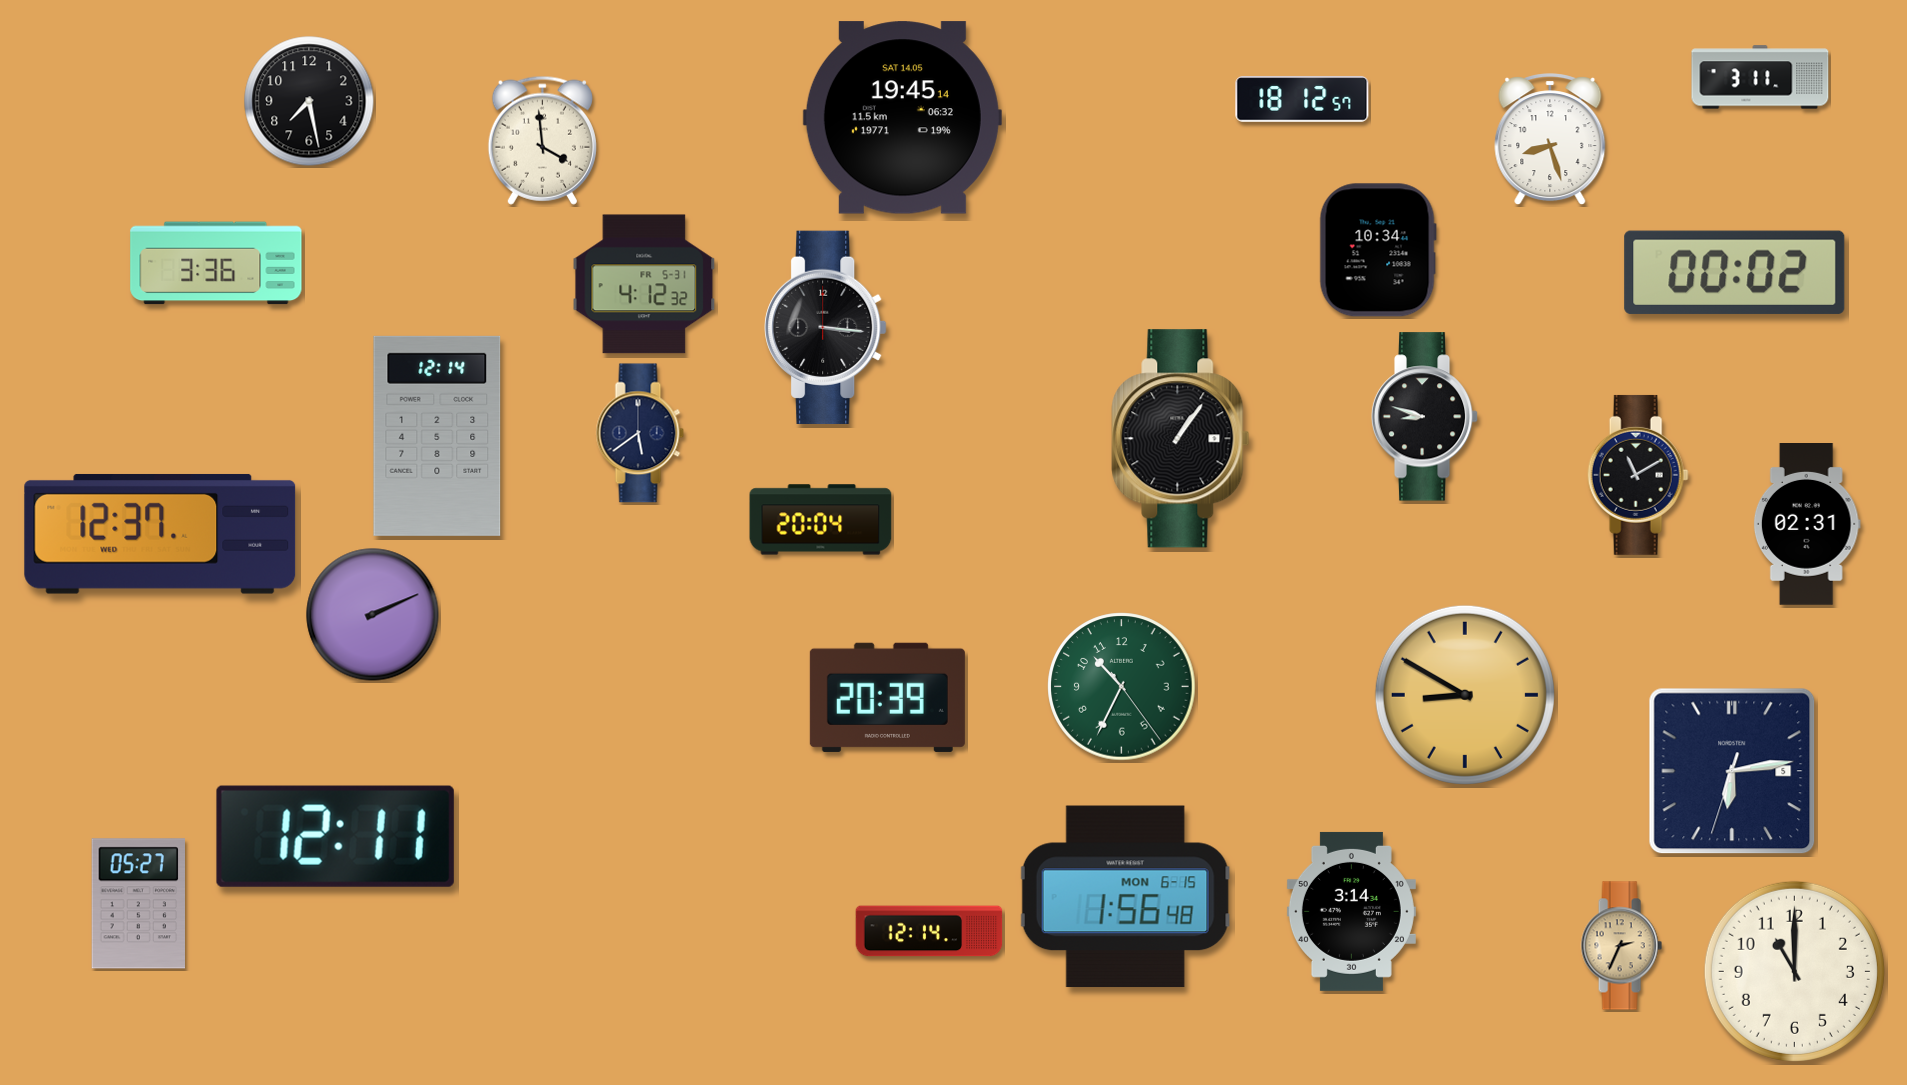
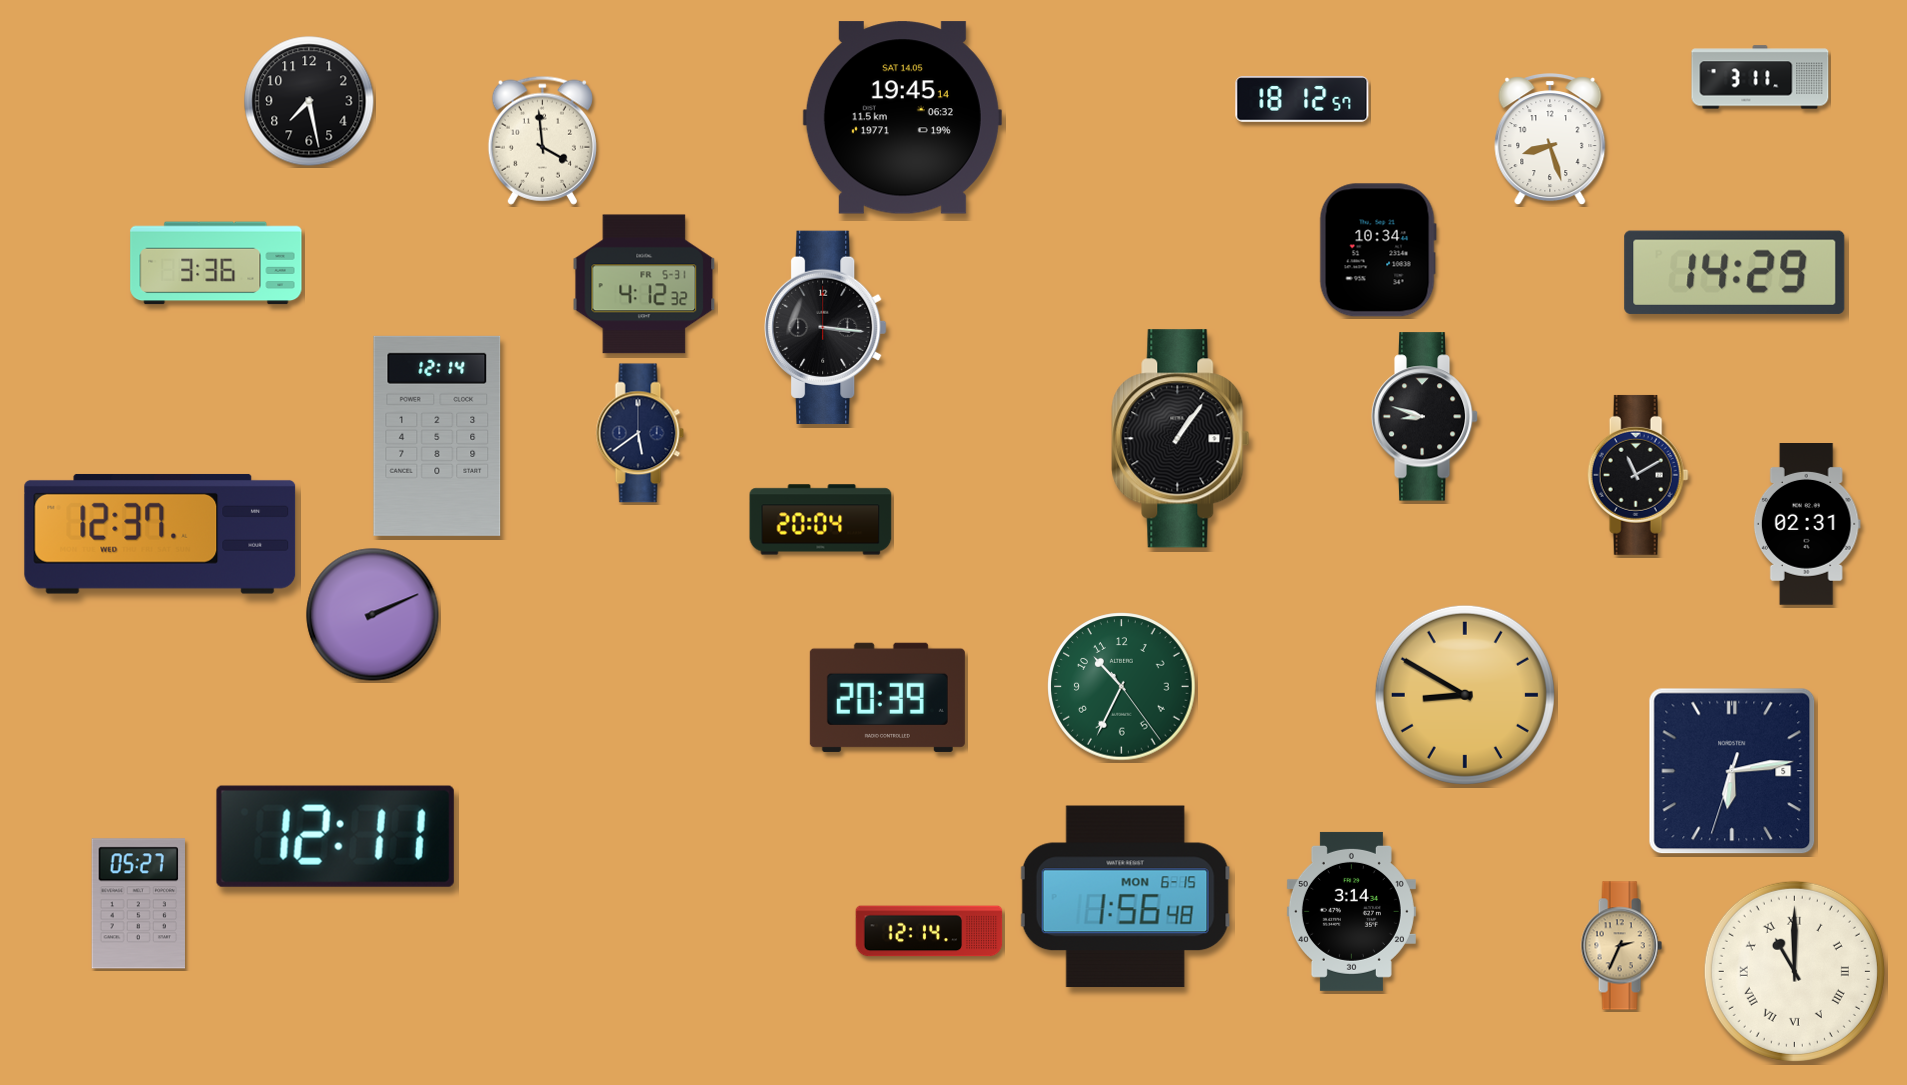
clock at (1735, 272): 00:02 -> 14:29
clock at (1794, 971) numerals: Arabic -> Roman
